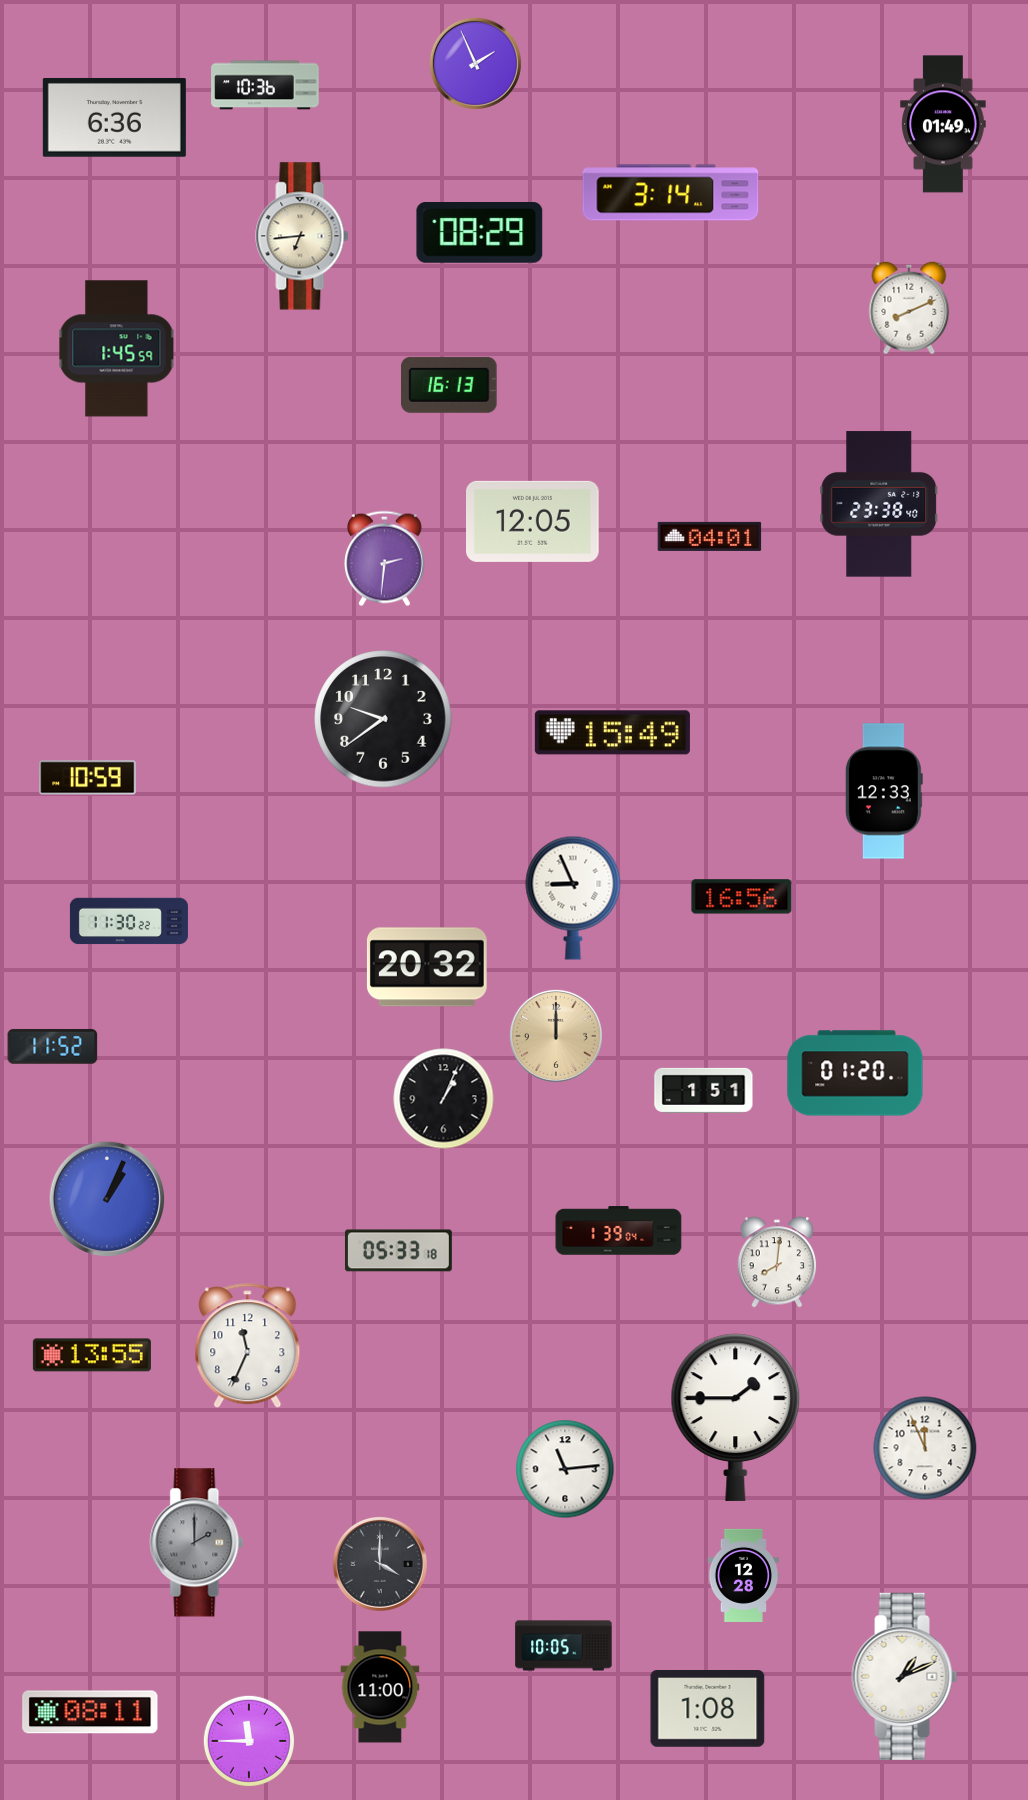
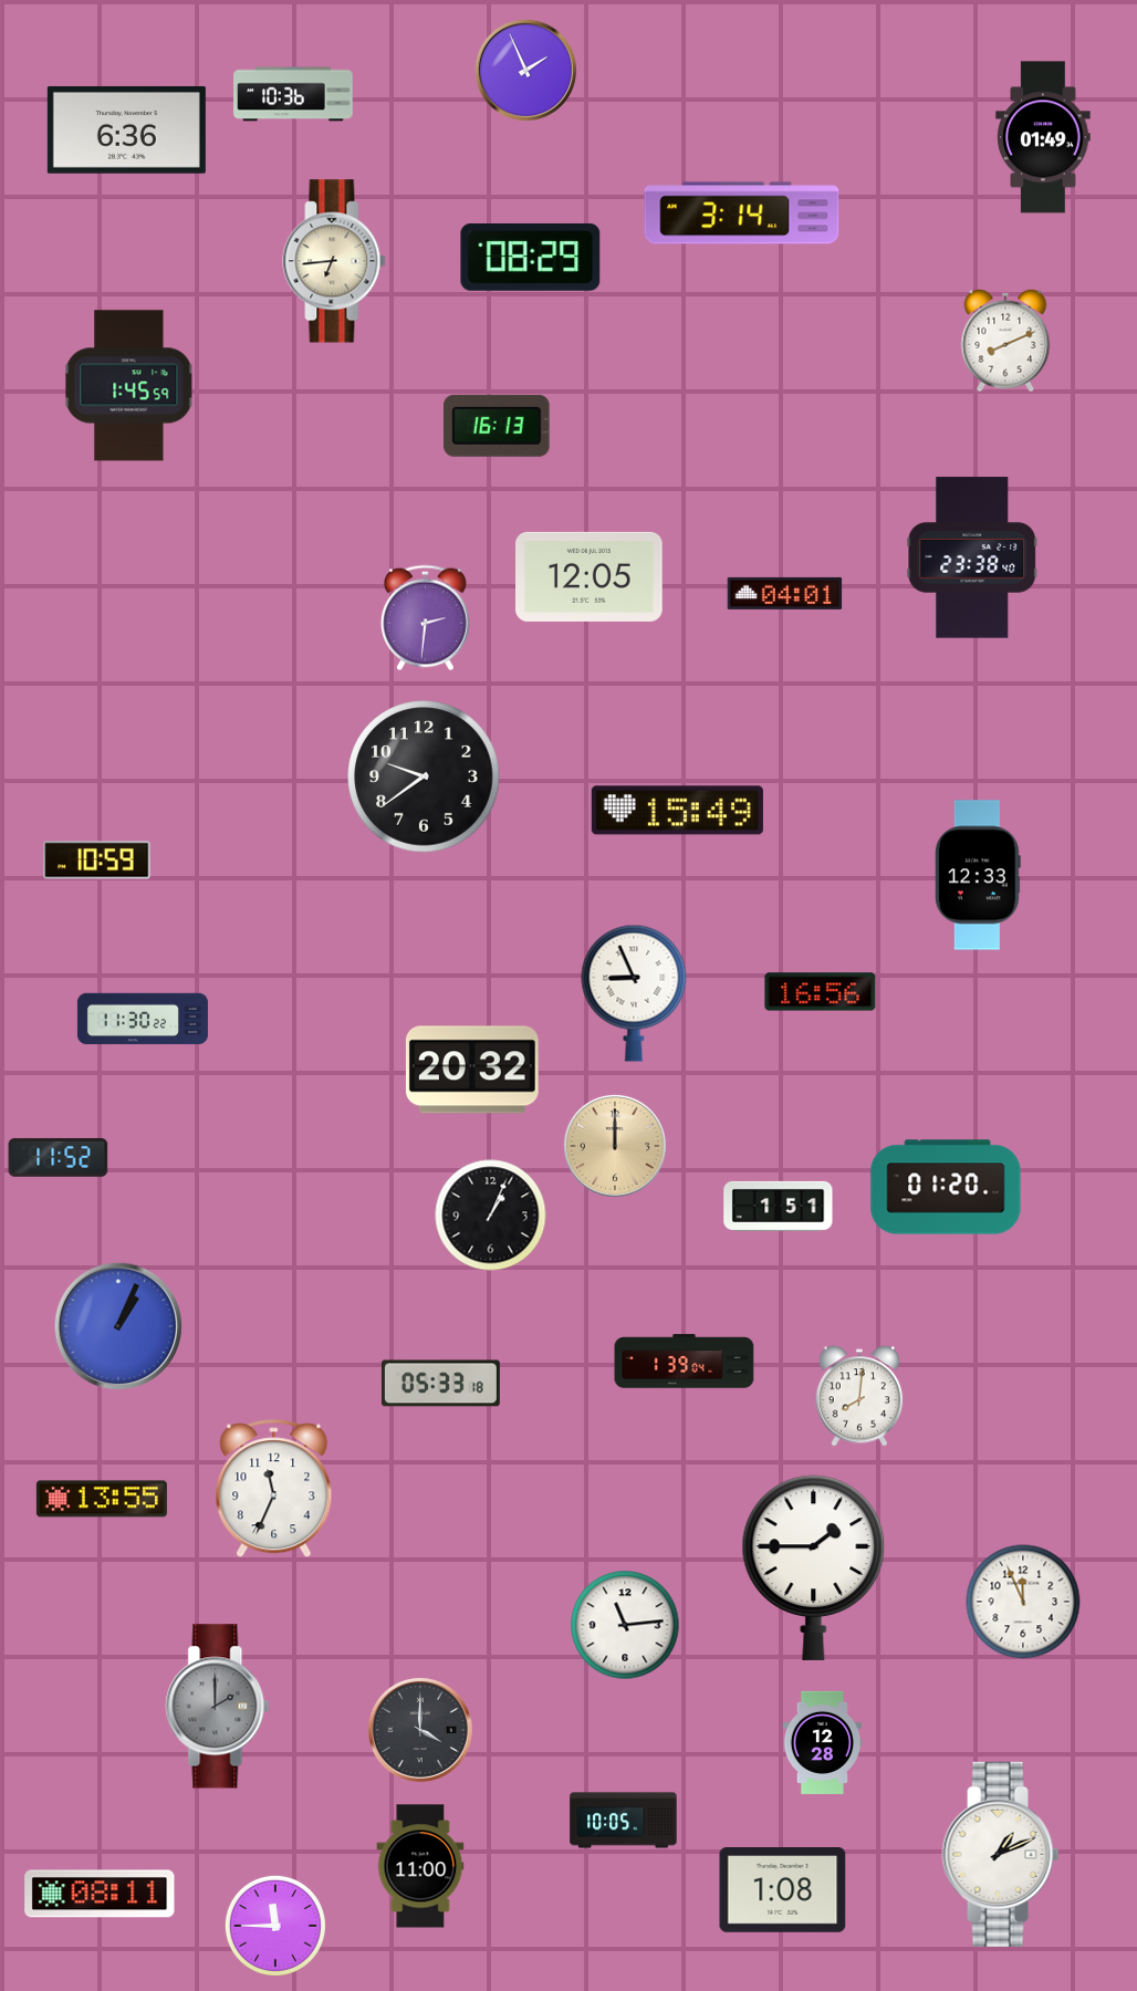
clock at (383, 719) position: (383, 719) -> (424, 776)
